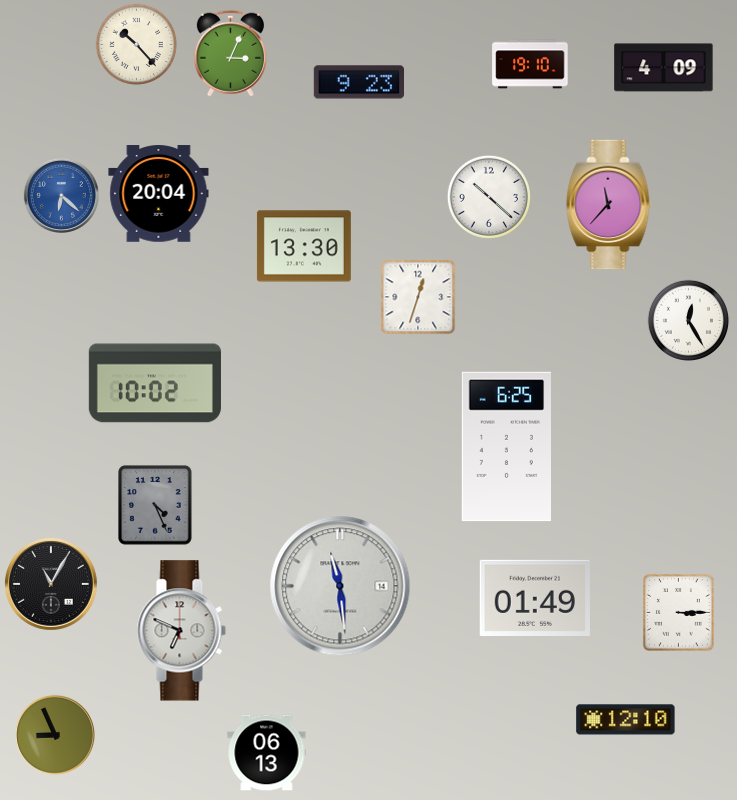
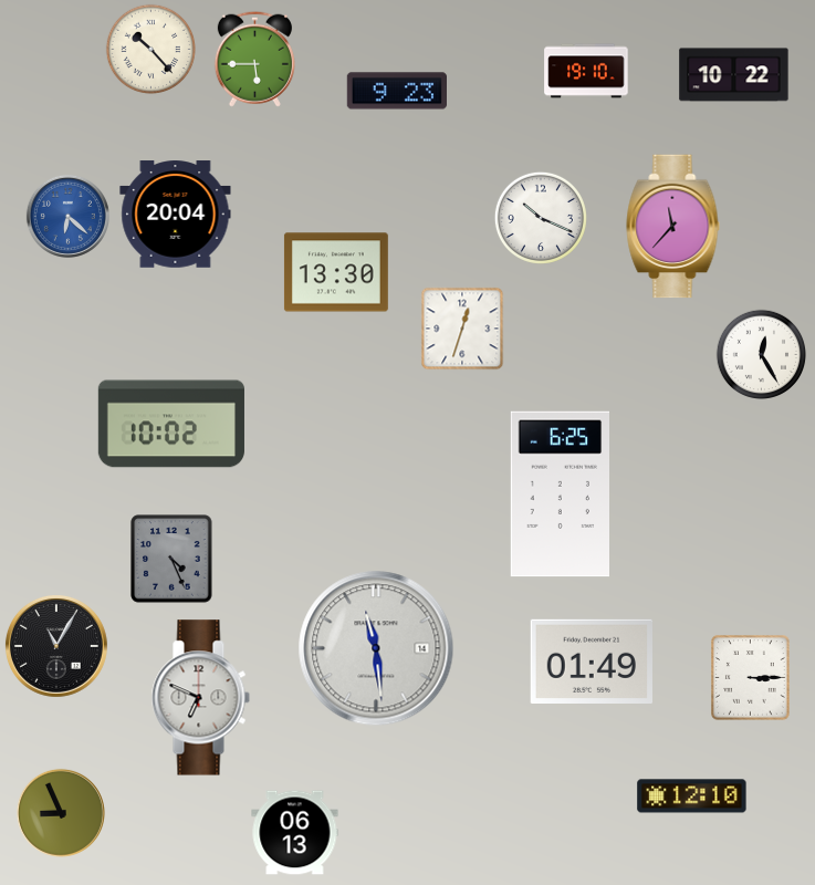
clock at (230, 53): 3:04 -> 5:45
clock at (664, 68): 4:09 -> 10:22
clock at (489, 197): 10:22 -> 10:19
